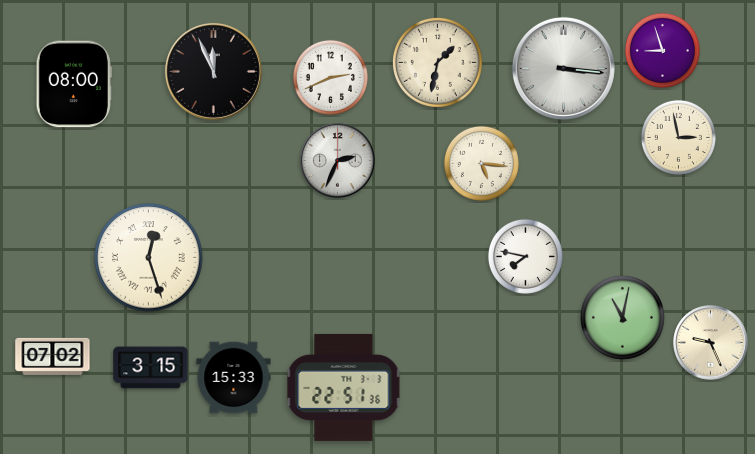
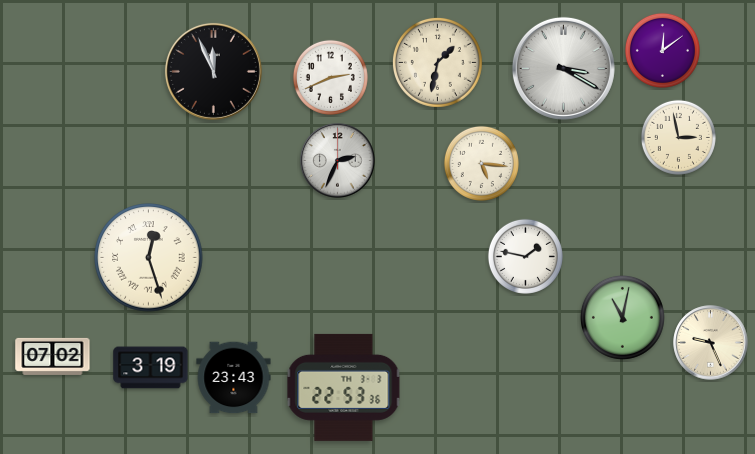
clock at (662, 50): 8:57 -> 12:09
clock at (563, 68): 3:16 -> 3:20
clock at (74, 84): 08:00 -> none
clock at (525, 256): 7:47 -> 1:47
clock at (151, 368): 3:15 -> 3:19
clock at (234, 378): 15:33 -> 23:43
clock at (344, 387): 22:51 -> 22:53
